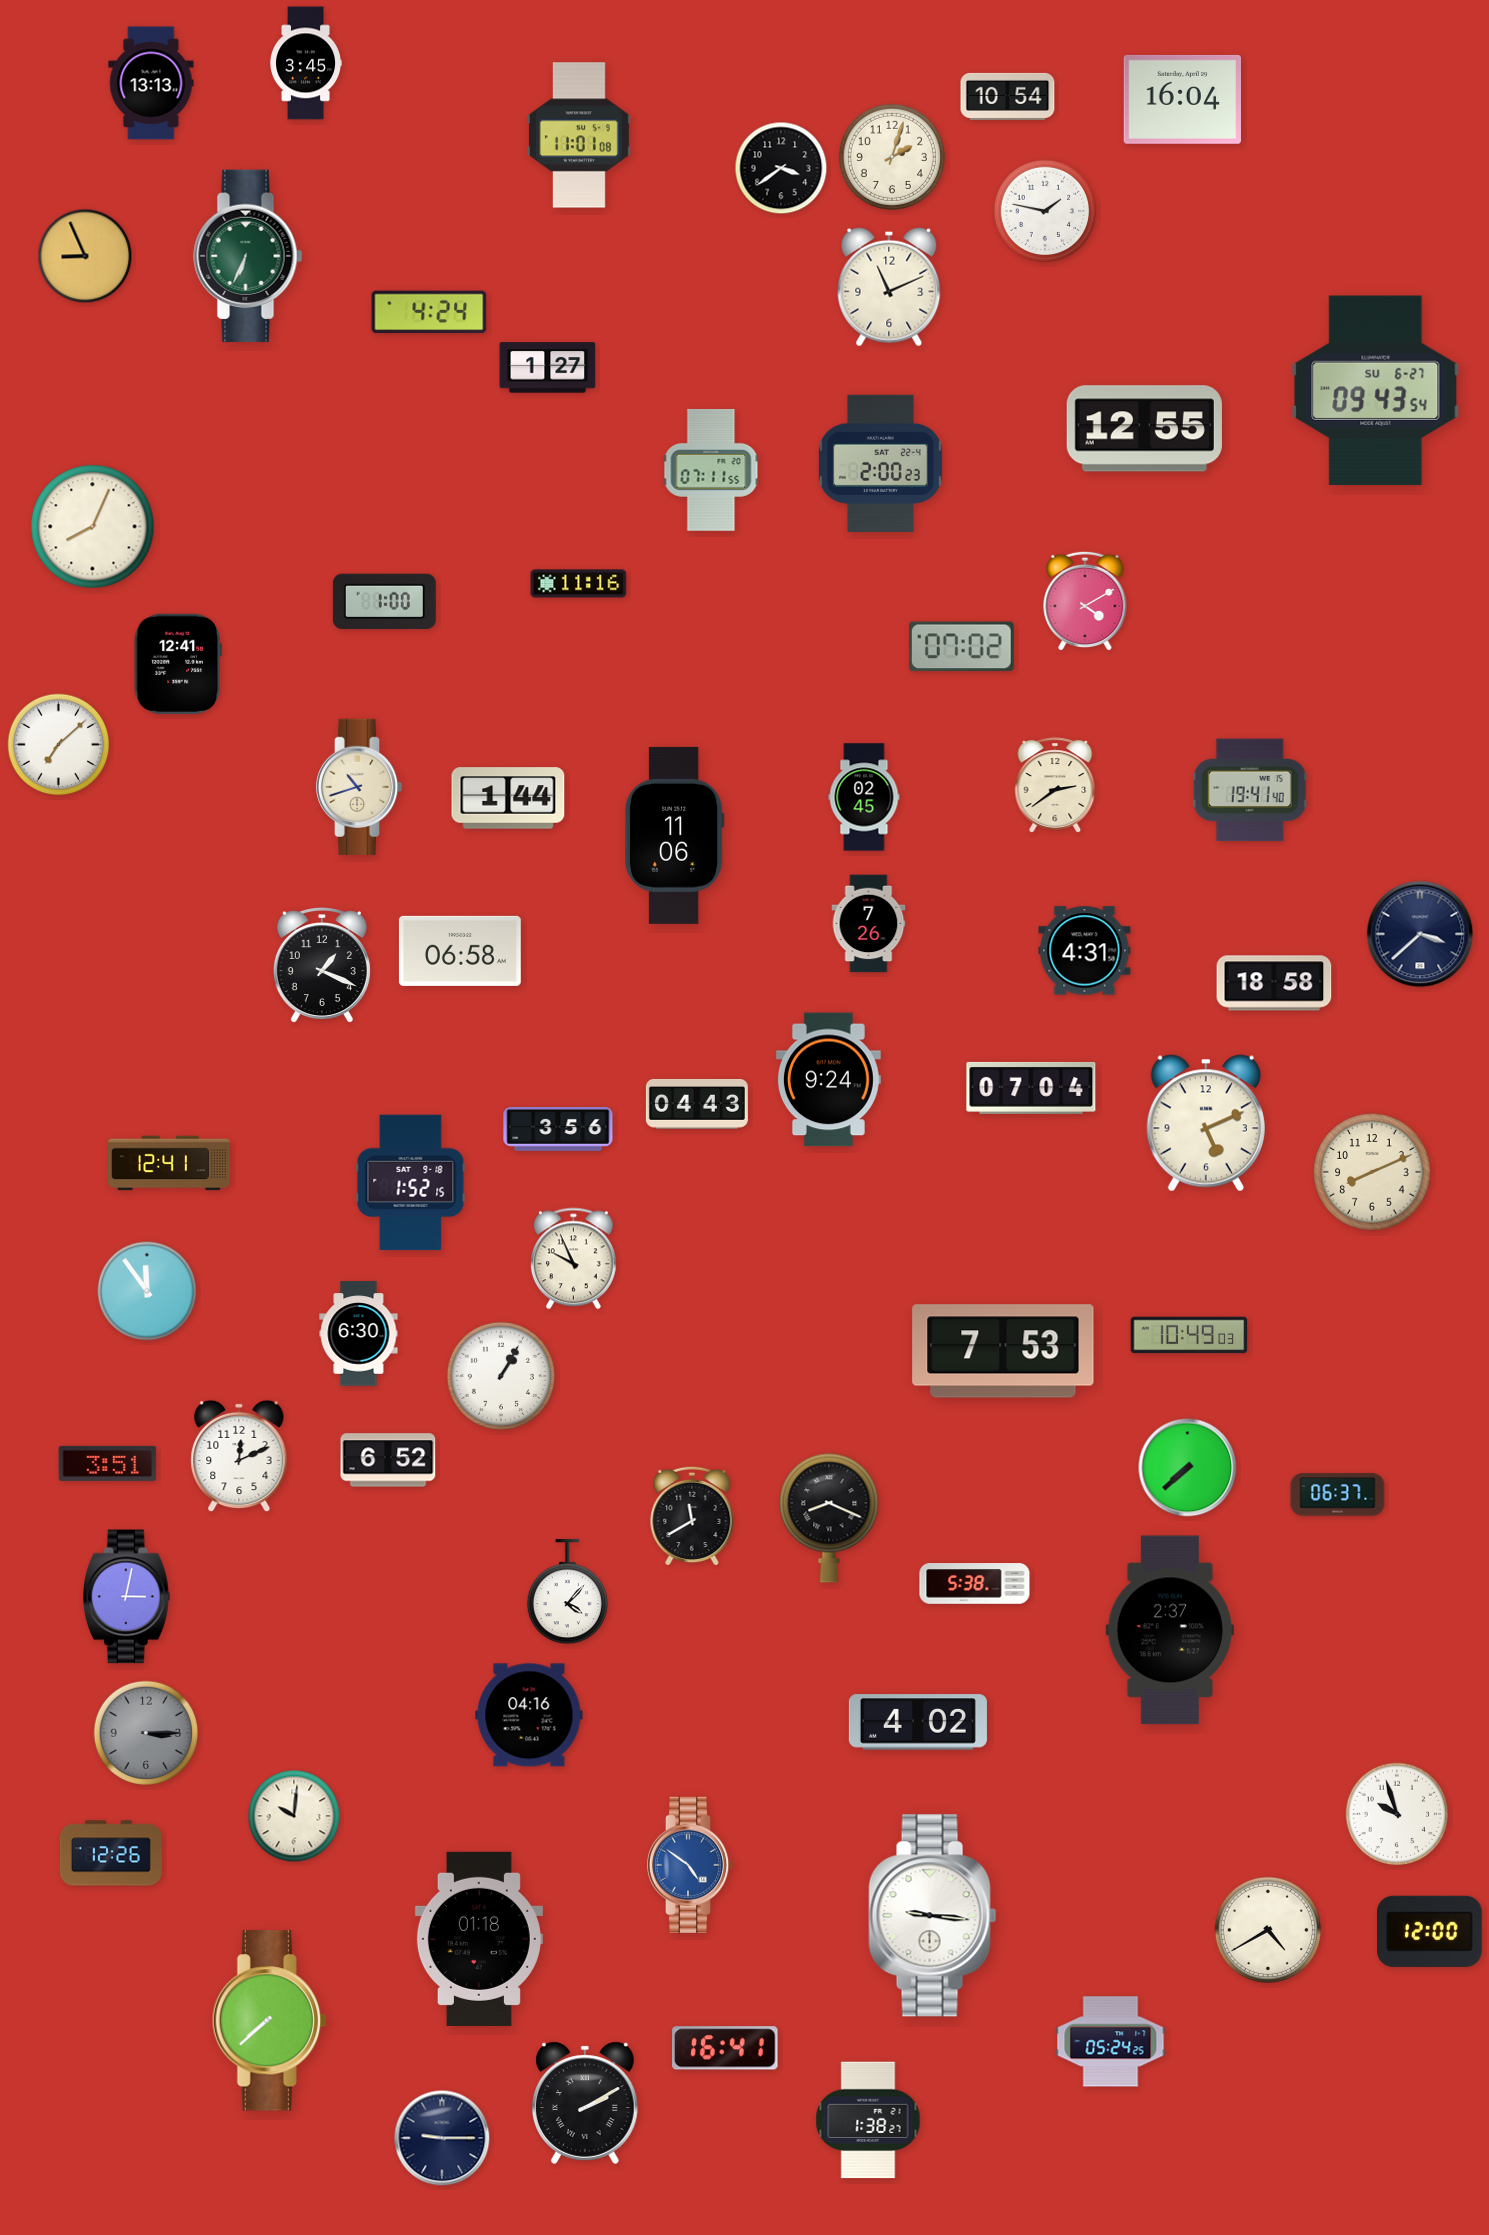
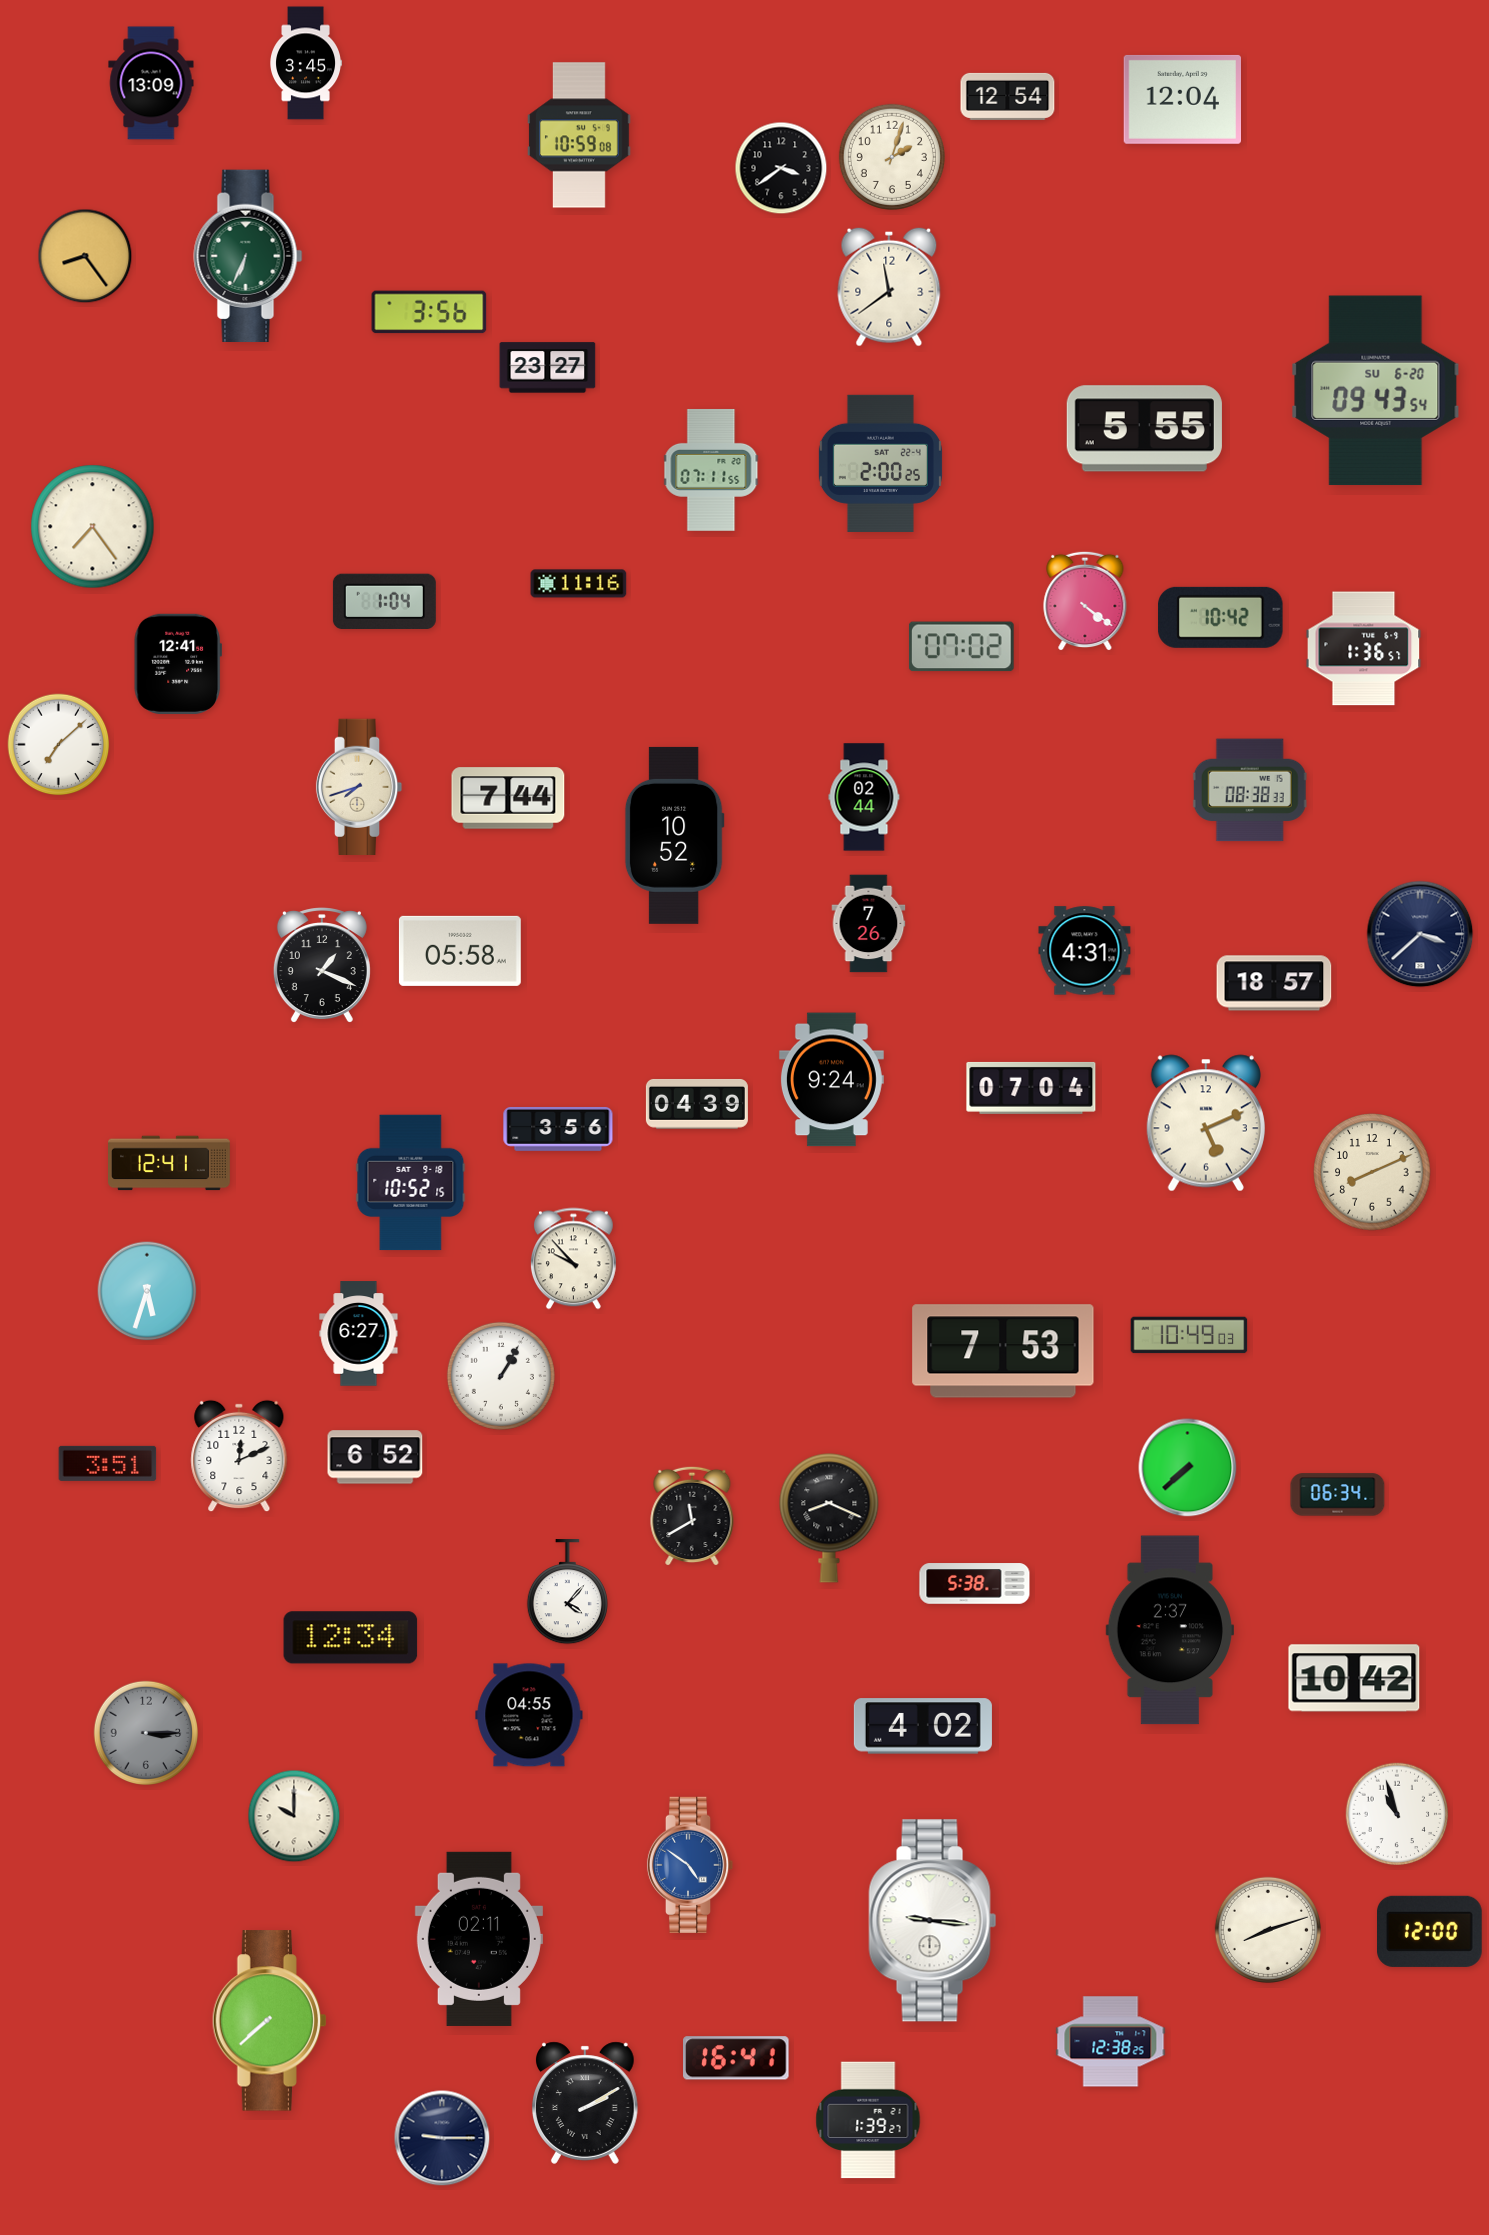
clock at (151, 83): 13:13 -> 13:09
clock at (1008, 96): 10:54 -> 12:54
clock at (1182, 99): 16:04 -> 12:04
clock at (579, 135): 11:01 -> 10:59
clock at (1045, 211): 1:47 -> none
clock at (85, 256): 8:56 -> 8:24
clock at (889, 287): 11:11 -> 11:39
clock at (429, 312): 4:24 -> 3:56
clock at (548, 368): 1:27 -> 23:27
clock at (1376, 391) date: SU 6-27 -> SU 6-20
clock at (1144, 429): 12:55 -> 5:55
clock at (880, 463): 2:00:23 -> 2:00:25
clock at (93, 527): 8:04 -> 7:24
clock at (384, 601): 1:00 -> 1:04
clock at (1085, 601): 4:10 -> 4:21
clock at (1221, 617): none -> 10:42
clock at (1364, 649): none -> 1:36
clock at (1055, 785): 2:39 -> none
clock at (359, 786): 10:42 -> 7:42
clock at (1250, 790): 19:41 -> 08:38
clock at (864, 797): 02:45 -> 02:44
clock at (508, 798): 1:44 -> 7:44
clock at (674, 835): 11:06 -> 10:52
clock at (460, 951): 06:58 -> 05:58
clock at (1274, 983): 18:58 -> 18:57
clock at (828, 1080) position: (828, 1080) -> (831, 1080)
clock at (697, 1104): 04:43 -> 04:39
clock at (411, 1183): 1:52 -> 10:52
clock at (573, 1259): 9:56 -> 9:53
clock at (147, 1291): 11:54 -> 5:33
clock at (359, 1334): 6:30 -> 6:27
clock at (388, 1460) position: (388, 1460) -> (375, 1457)
clock at (1338, 1495): 06:37 -> 06:34
clock at (127, 1597): 3:02 -> none
clock at (351, 1638): none -> 12:34
clock at (1354, 1678): none -> 10:42
clock at (529, 1715): 04:16 -> 04:55
clock at (918, 1722) position: (918, 1722) -> (923, 1726)
clock at (1397, 1814): 9:57 -> 10:57
clock at (294, 1816): 10:01 -> 10:00
clock at (111, 1853): 12:26 -> none
clock at (933, 1916) position: (933, 1916) -> (933, 1921)
clock at (1268, 1930): 4:40 -> 8:12
clock at (479, 1939): 01:18 -> 02:11
clock at (1111, 2042): 05:24 -> 12:38
clock at (725, 2048) position: (725, 2048) -> (736, 2058)
clock at (868, 2120): 1:38 -> 1:39
